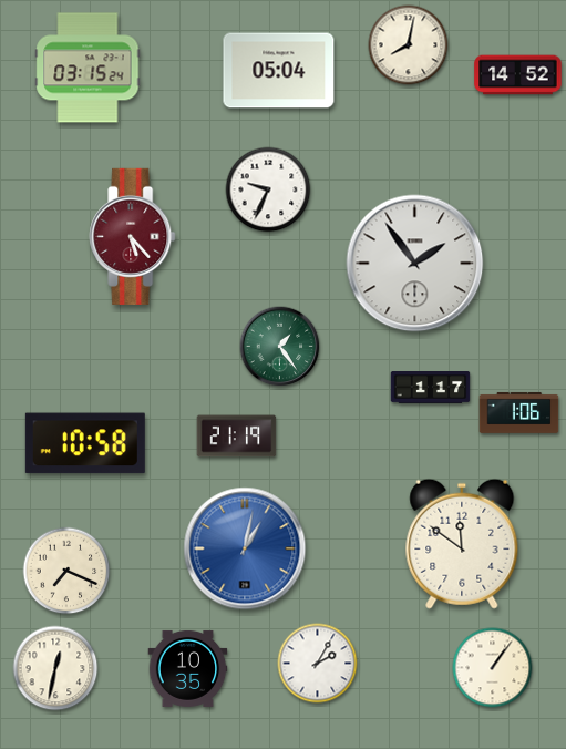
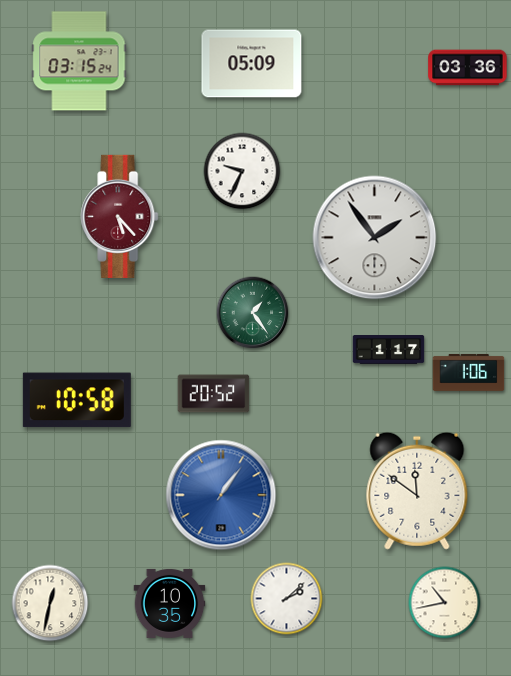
clock at (409, 45): 8:02 -> none
clock at (279, 71): 05:04 -> 05:09
clock at (518, 75): 14:52 -> 03:36
clock at (133, 236) position: (133, 236) -> (120, 216)
clock at (237, 437): 21:19 -> 20:52
clock at (245, 548): 1:02 -> 1:06
clock at (66, 571): 7:19 -> none
clock at (318, 664): 2:05 -> 2:08
clock at (493, 668): 1:06 -> 10:43
